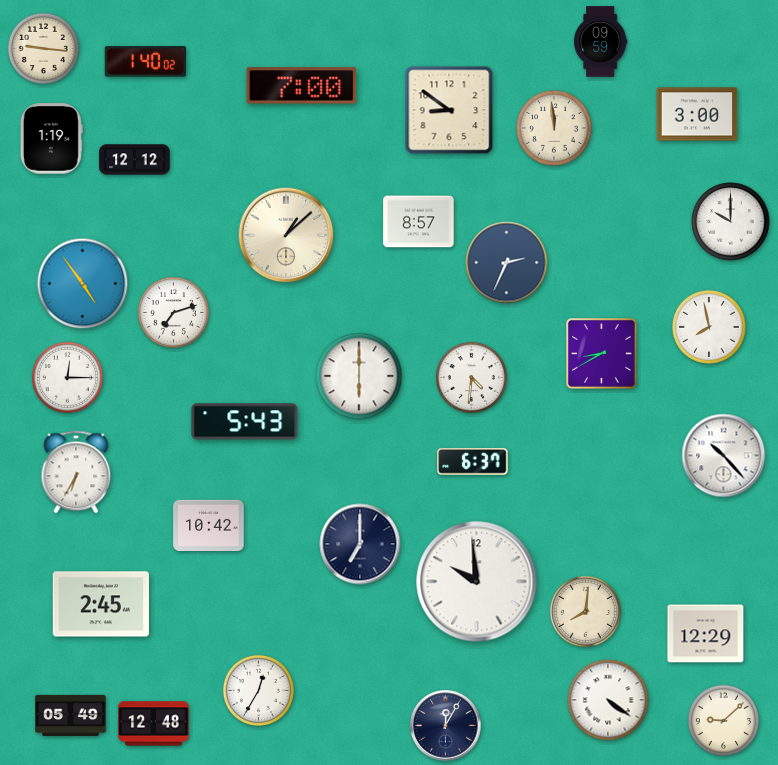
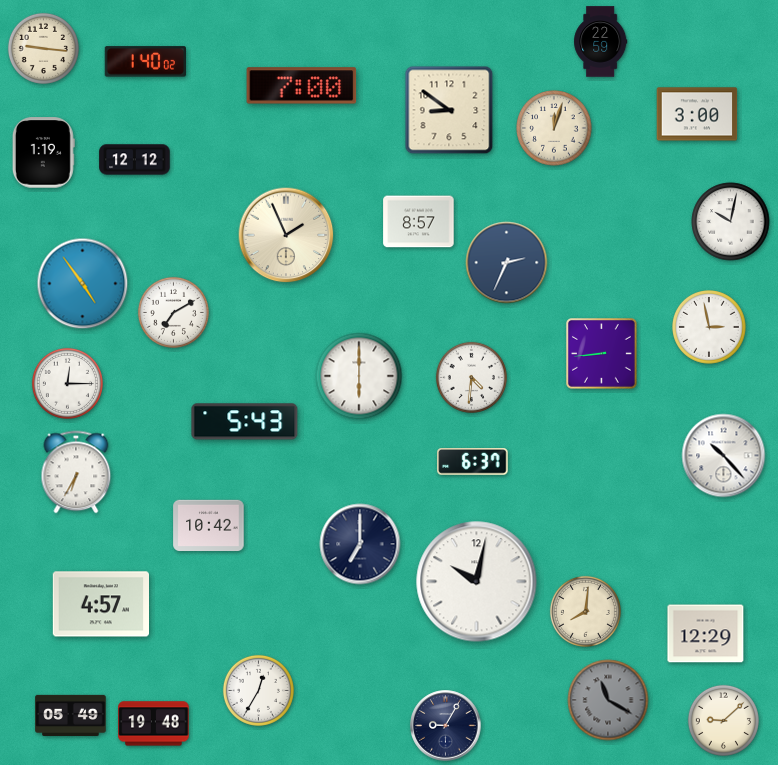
clock at (601, 42): 09:59 -> 22:59
clock at (554, 128): 11:59 -> 12:03
clock at (51, 139) position: (51, 139) -> (43, 153)
clock at (731, 222): 10:00 -> 10:02
clock at (286, 235): 1:08 -> 1:56
clock at (173, 312): 7:12 -> 7:10
clock at (710, 328): 7:58 -> 2:58
clock at (602, 354): 8:40 -> 8:44
clock at (67, 377) position: (67, 377) -> (67, 383)
clock at (477, 582): 9:59 -> 10:02
clock at (100, 604): 2:45 -> 4:57
clock at (608, 700): 4:21 -> 11:20
clock at (608, 700) dial: white -> grey
clock at (154, 724): 12:48 -> 19:48
clock at (446, 726): 12:05 -> 9:05
